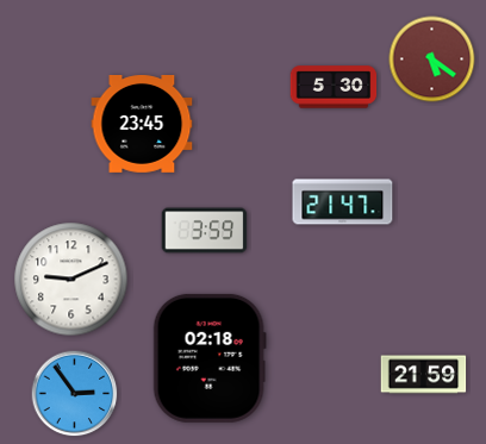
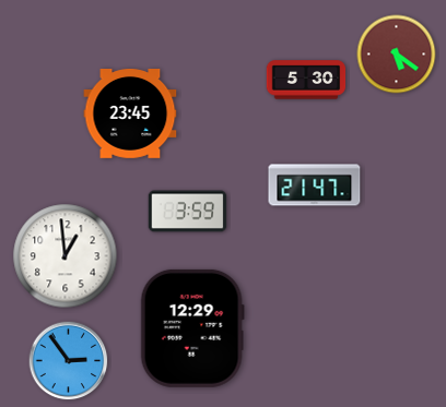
clock at (71, 280): 9:11 -> 12:59
clock at (210, 358): 02:18 -> 12:29
clock at (424, 375): 21:59 -> none
